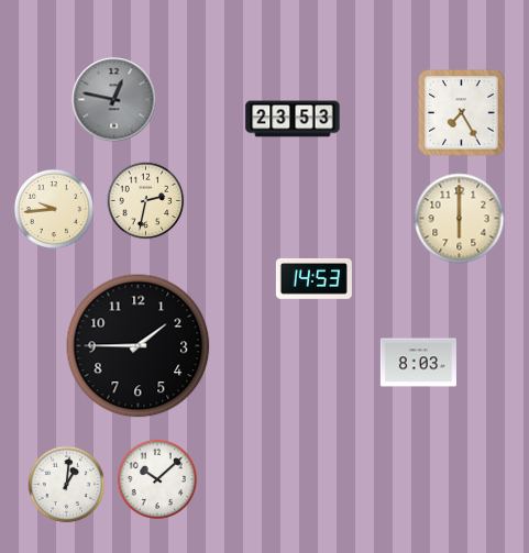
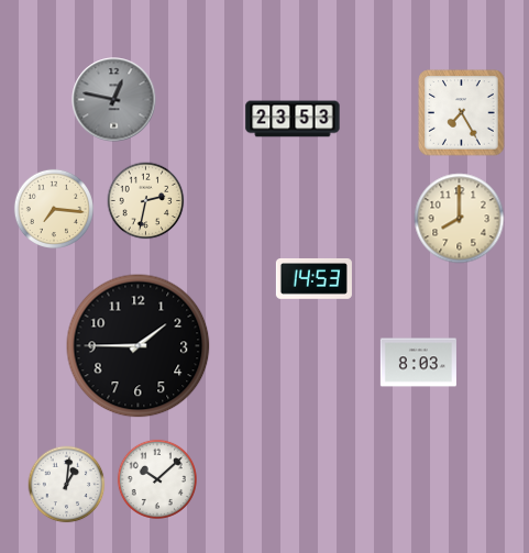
clock at (54, 209): 9:44 -> 7:16
clock at (460, 219): 6:00 -> 8:00
